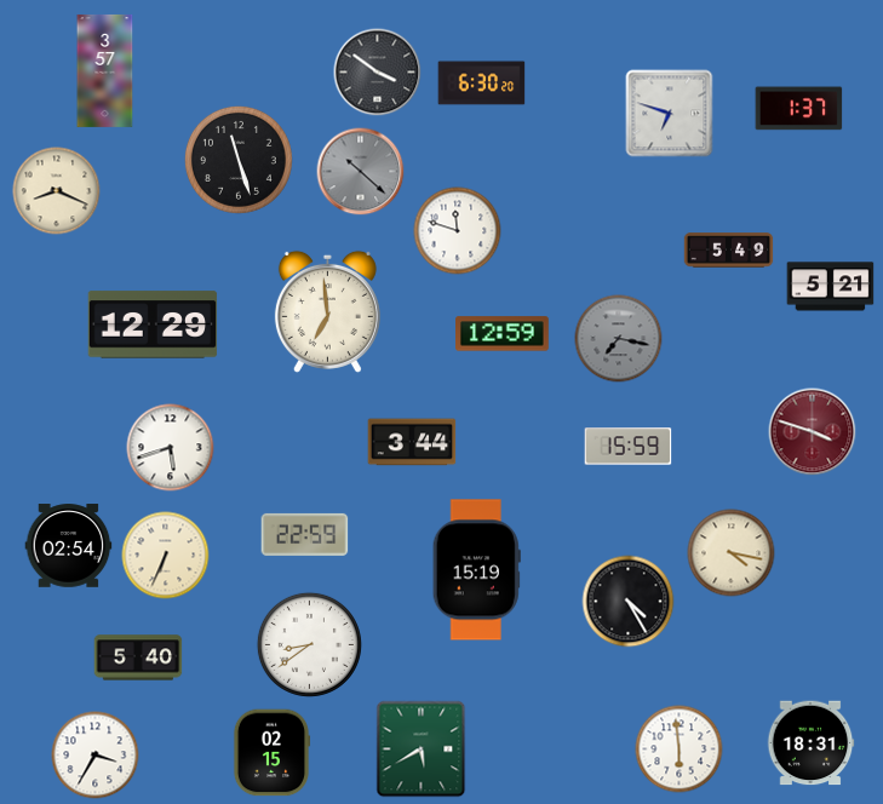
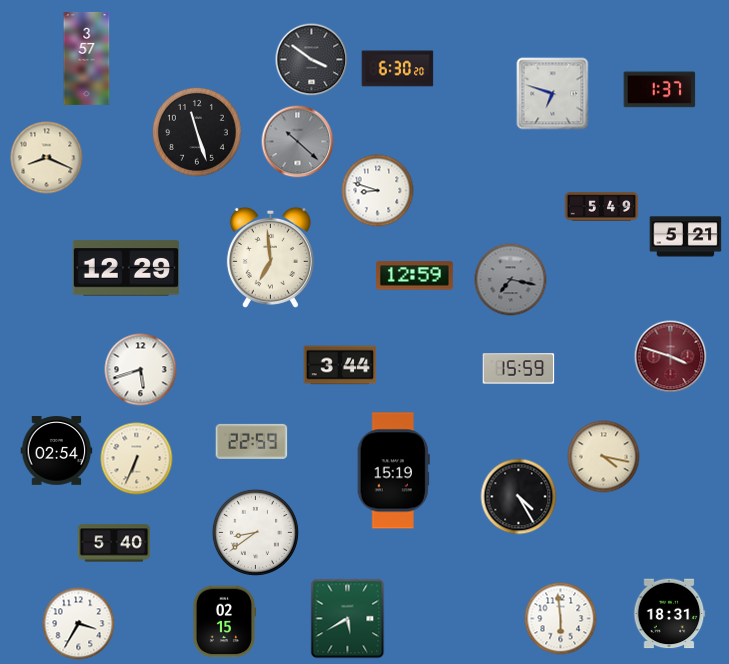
clock at (458, 231): 11:48 -> 8:48
